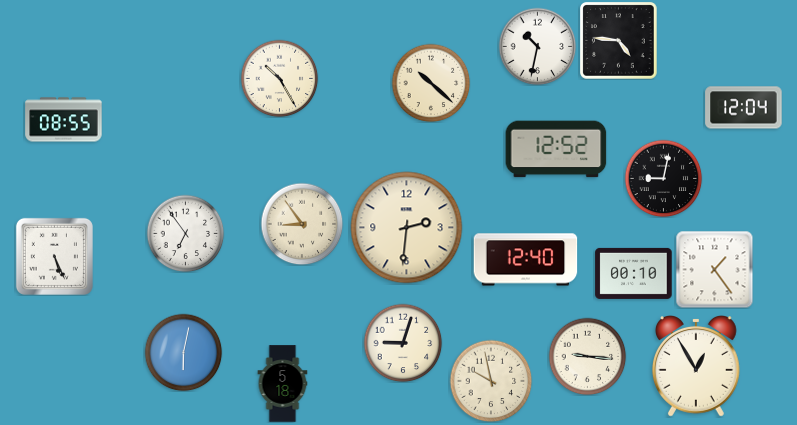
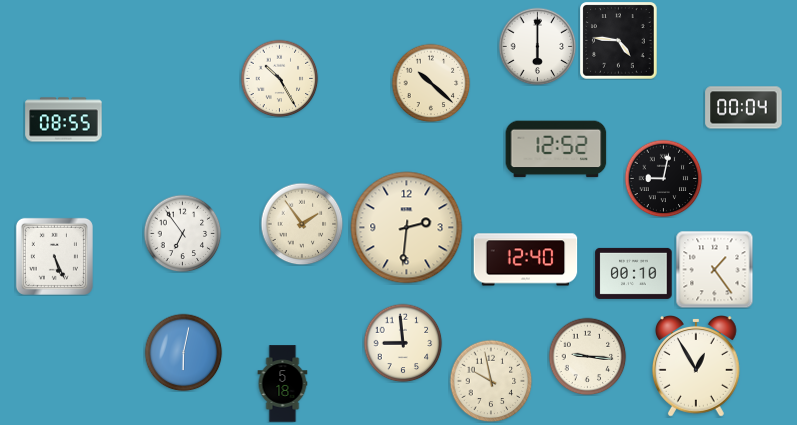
clock at (537, 46): 10:32 -> 6:00
clock at (744, 108): 12:04 -> 00:04
clock at (302, 224): 8:54 -> 1:54
clock at (185, 233) position: (185, 233) -> (182, 233)
clock at (403, 343): 9:03 -> 8:59
